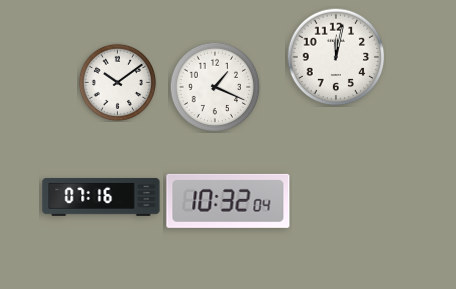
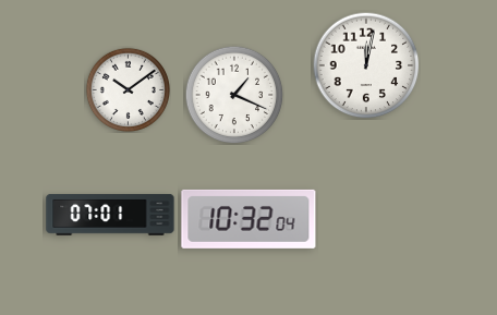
clock at (336, 57) position: (336, 57) -> (366, 65)
clock at (101, 197): 07:16 -> 07:01
